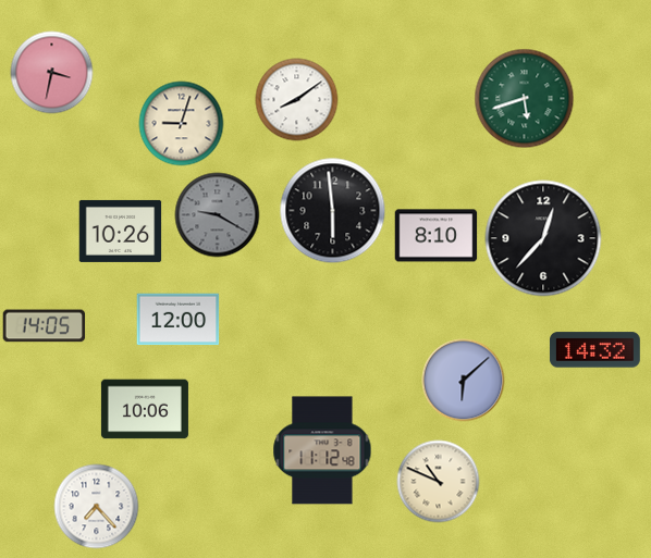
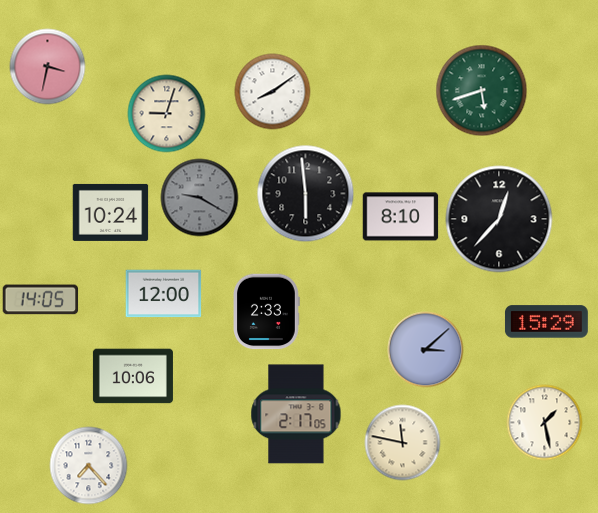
clock at (121, 231): 10:26 -> 10:24
clock at (267, 312): none -> 2:33
clock at (594, 350): 14:32 -> 15:29
clock at (464, 381): 6:08 -> 3:08
clock at (322, 450): 11:12 -> 2:17
clock at (545, 423): none -> 1:28
clock at (439, 482): 10:49 -> 11:47
